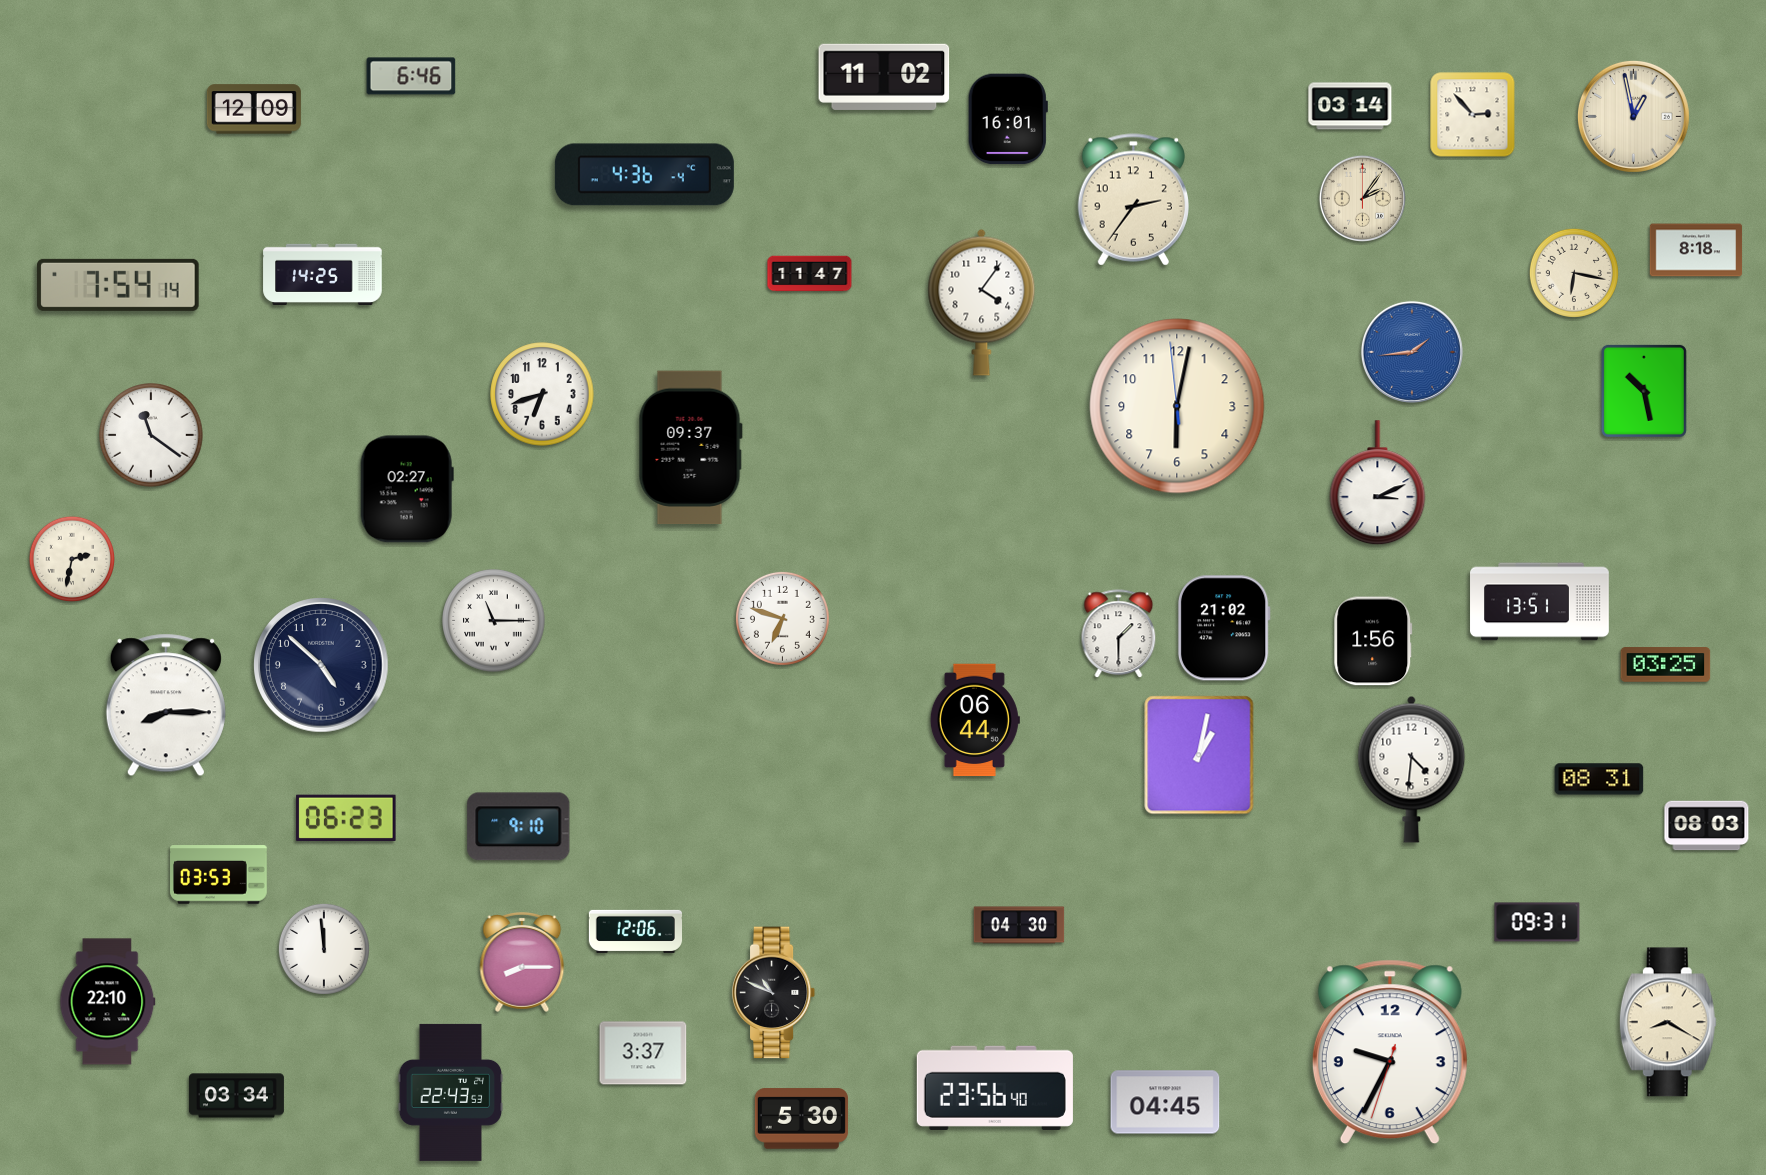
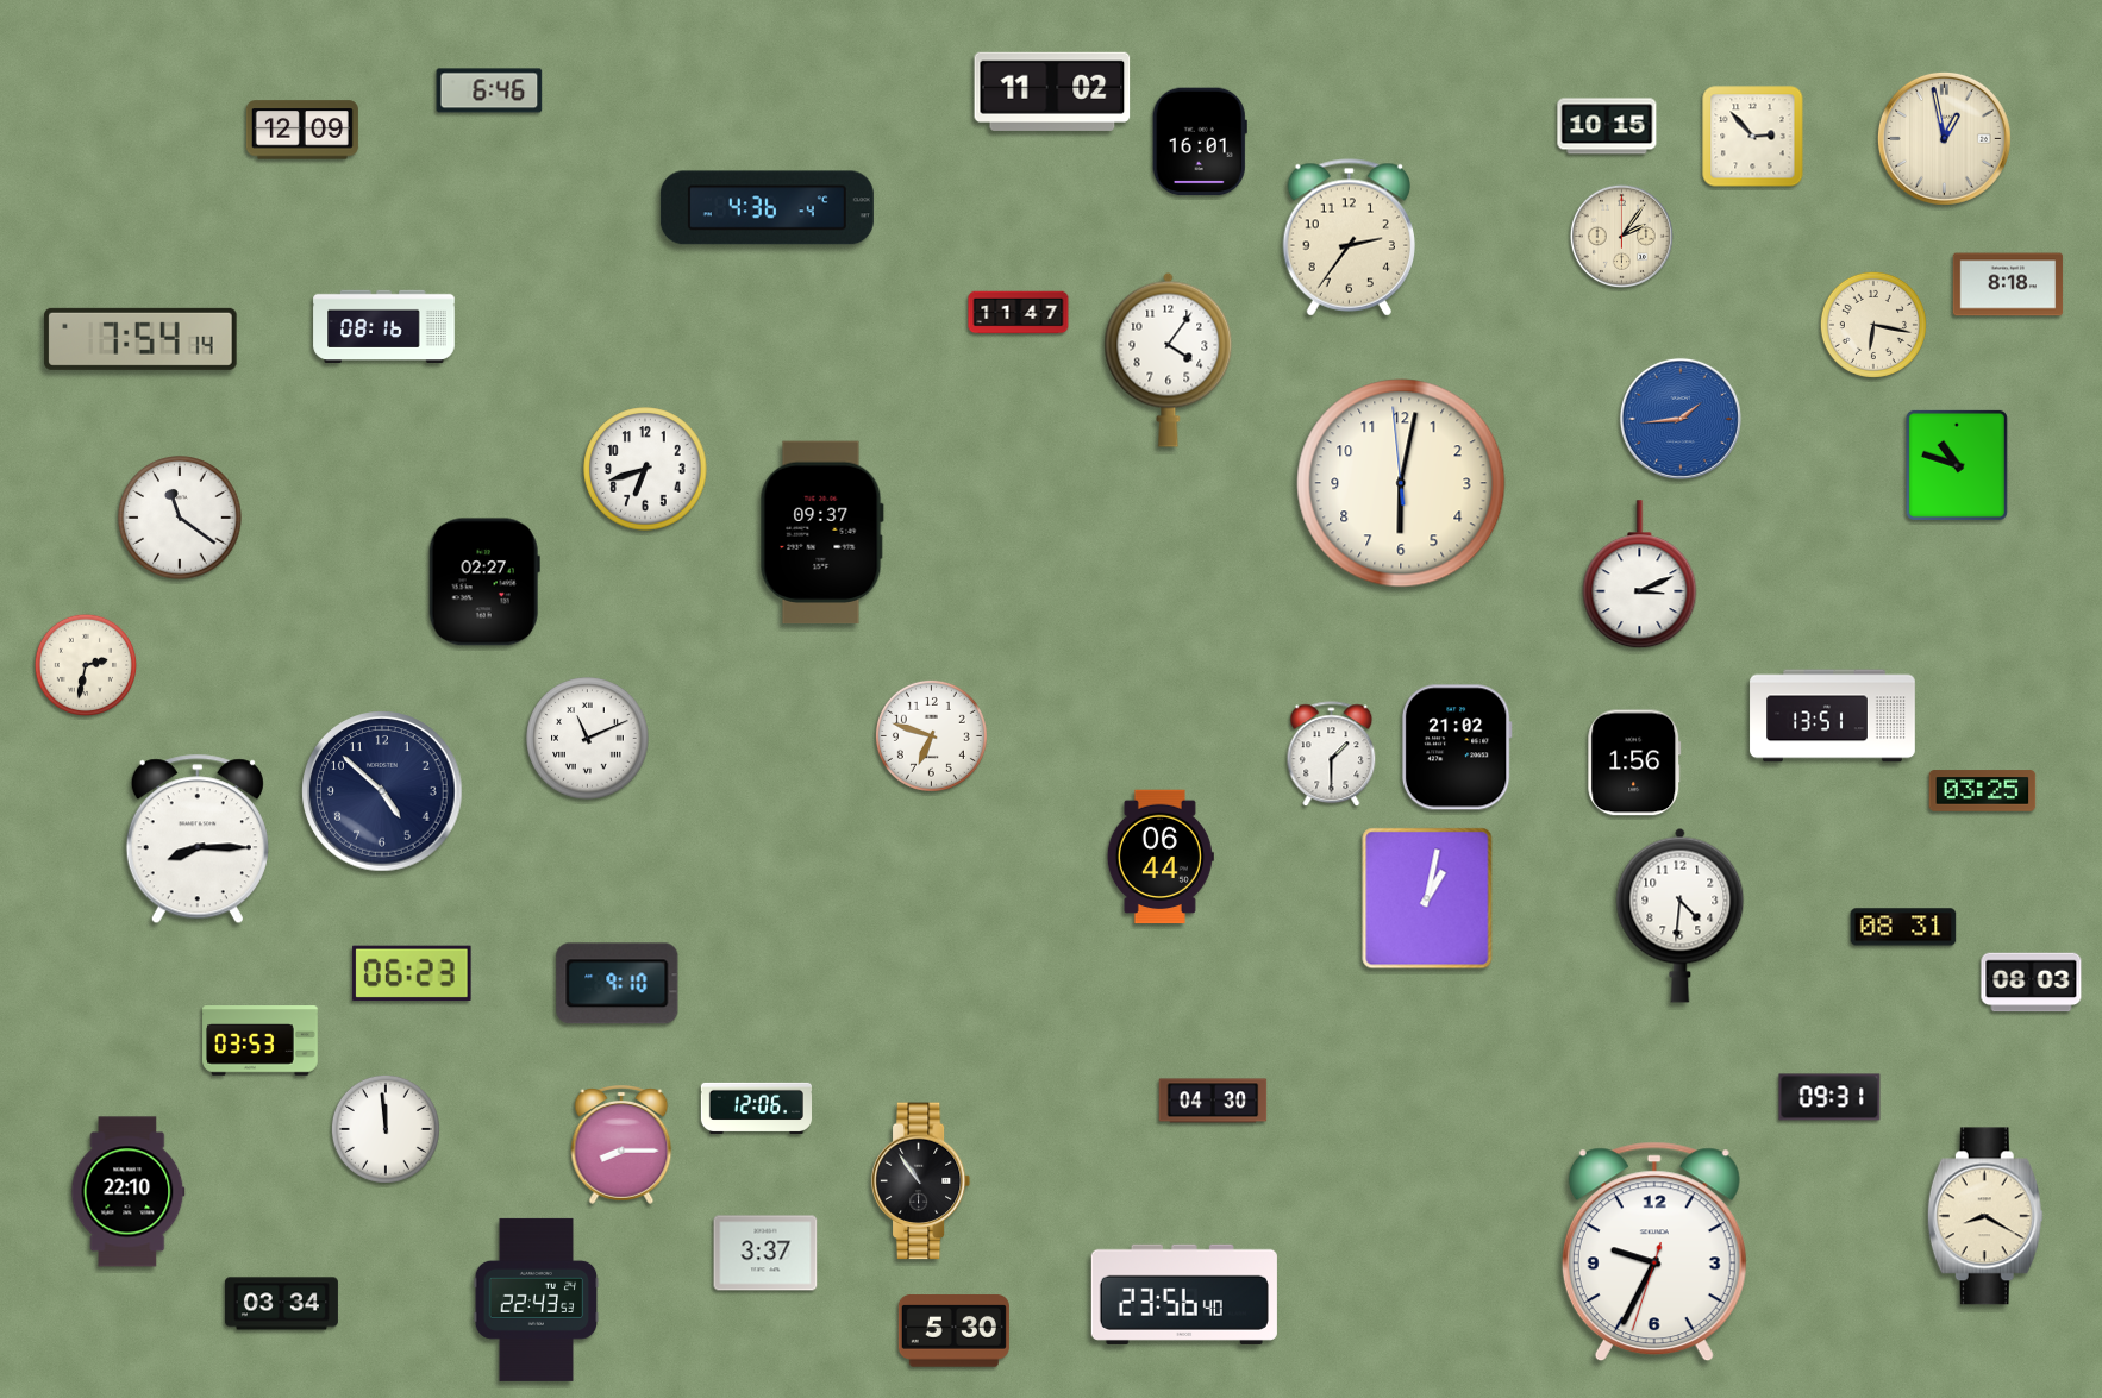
clock at (1350, 106): 03:14 -> 10:15
clock at (1696, 250) position: (1696, 250) -> (2008, 284)
clock at (323, 274): 14:25 -> 08:16
clock at (810, 274) position: (810, 274) -> (1019, 313)
clock at (1644, 391): 10:28 -> 10:48
clock at (494, 621): 11:15 -> 11:11
clock at (774, 993): 10:49 -> 10:54
clock at (1165, 1102): 04:45 -> none
